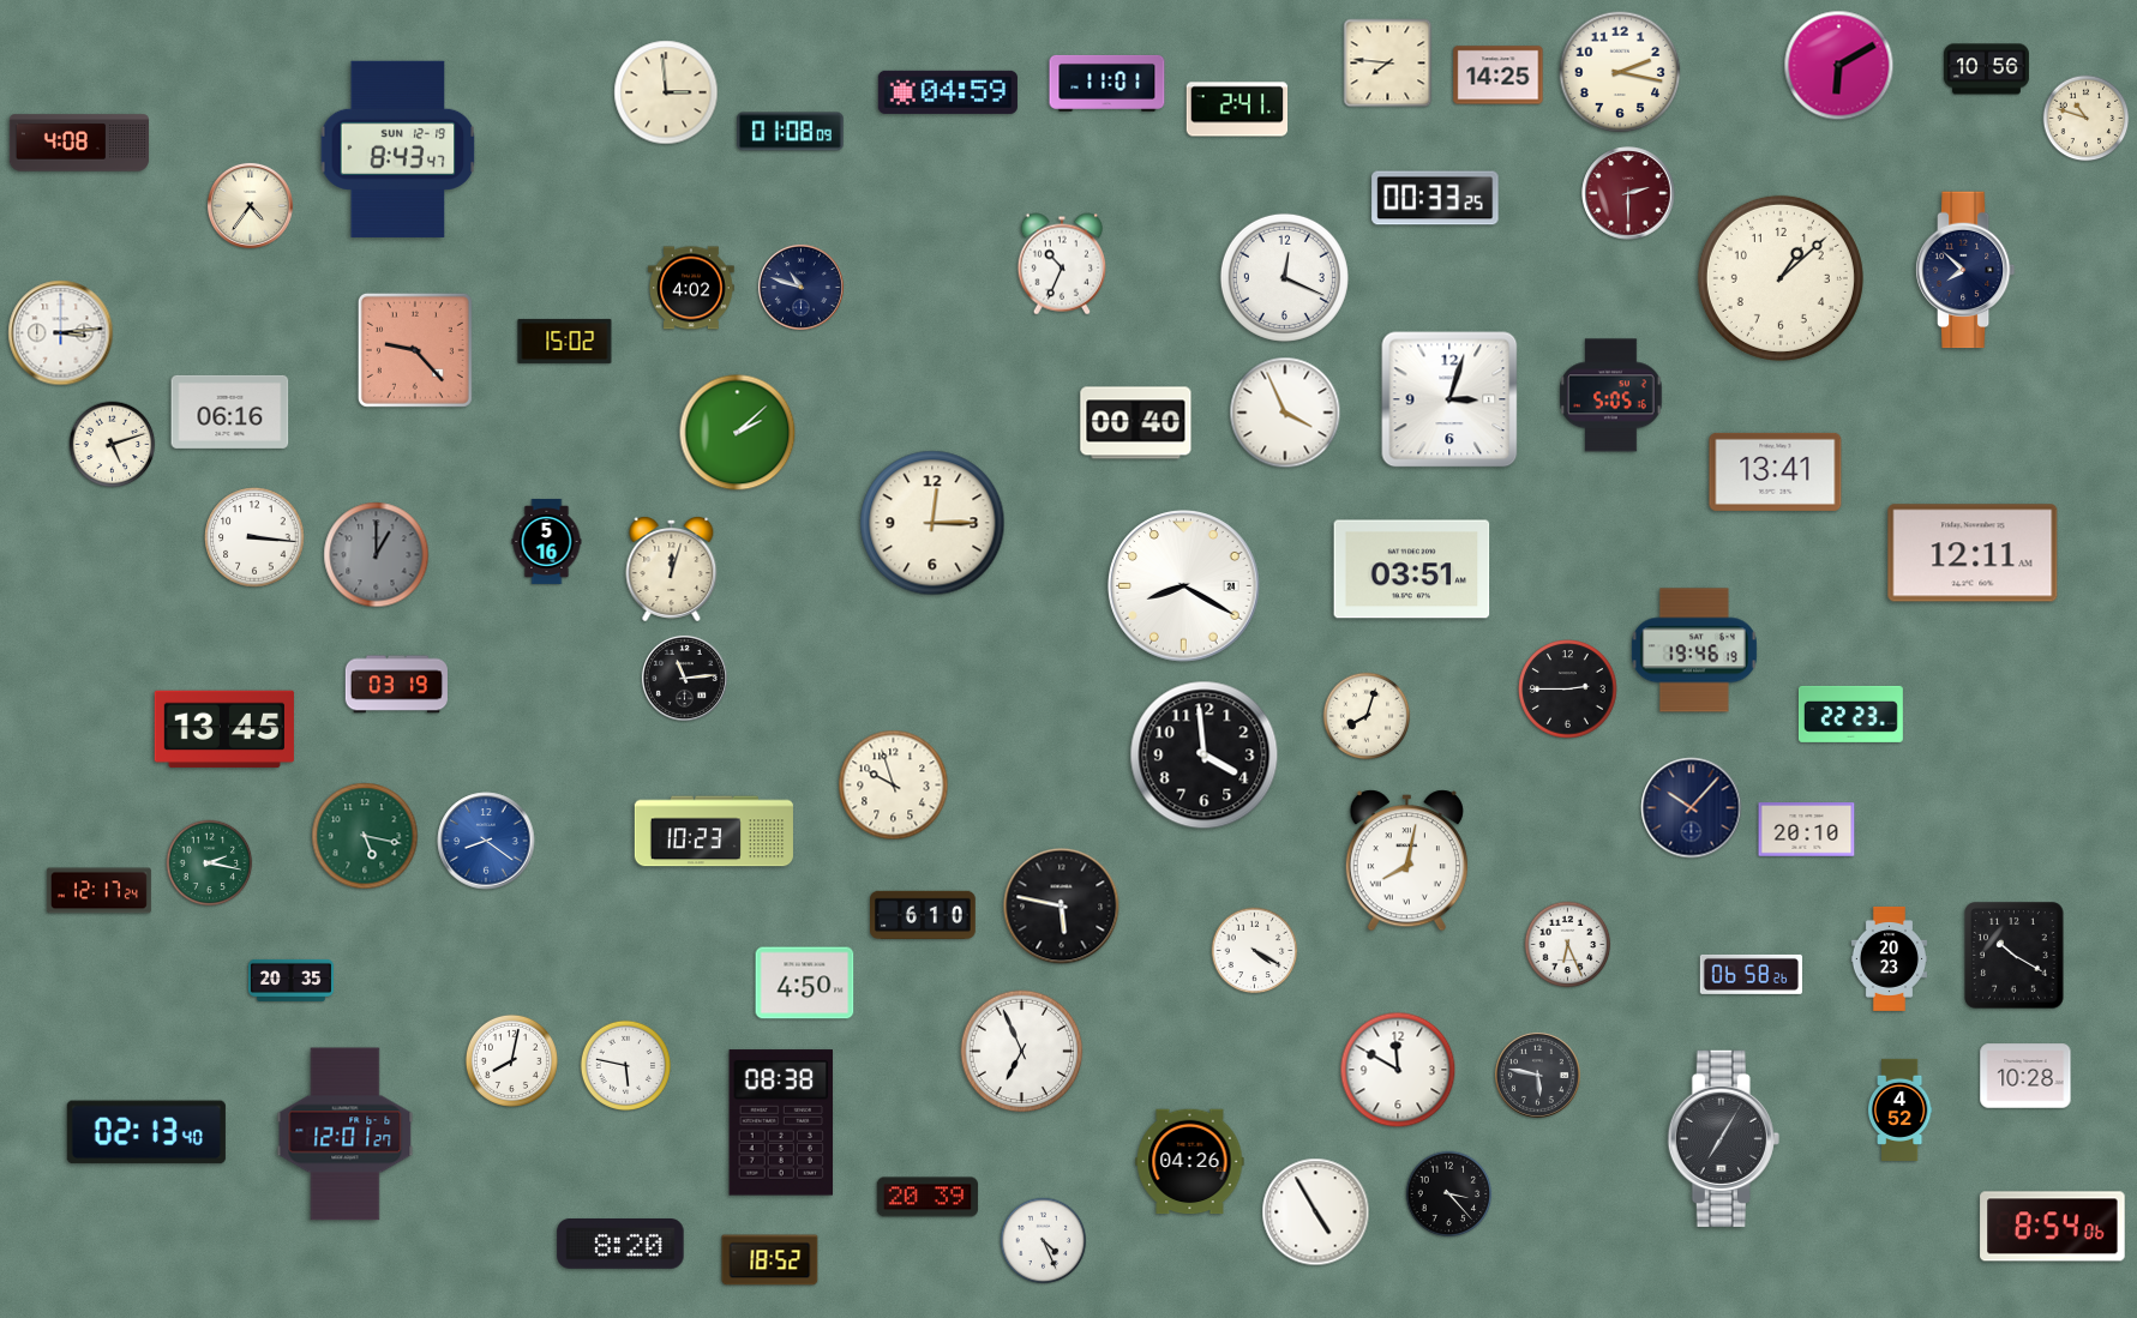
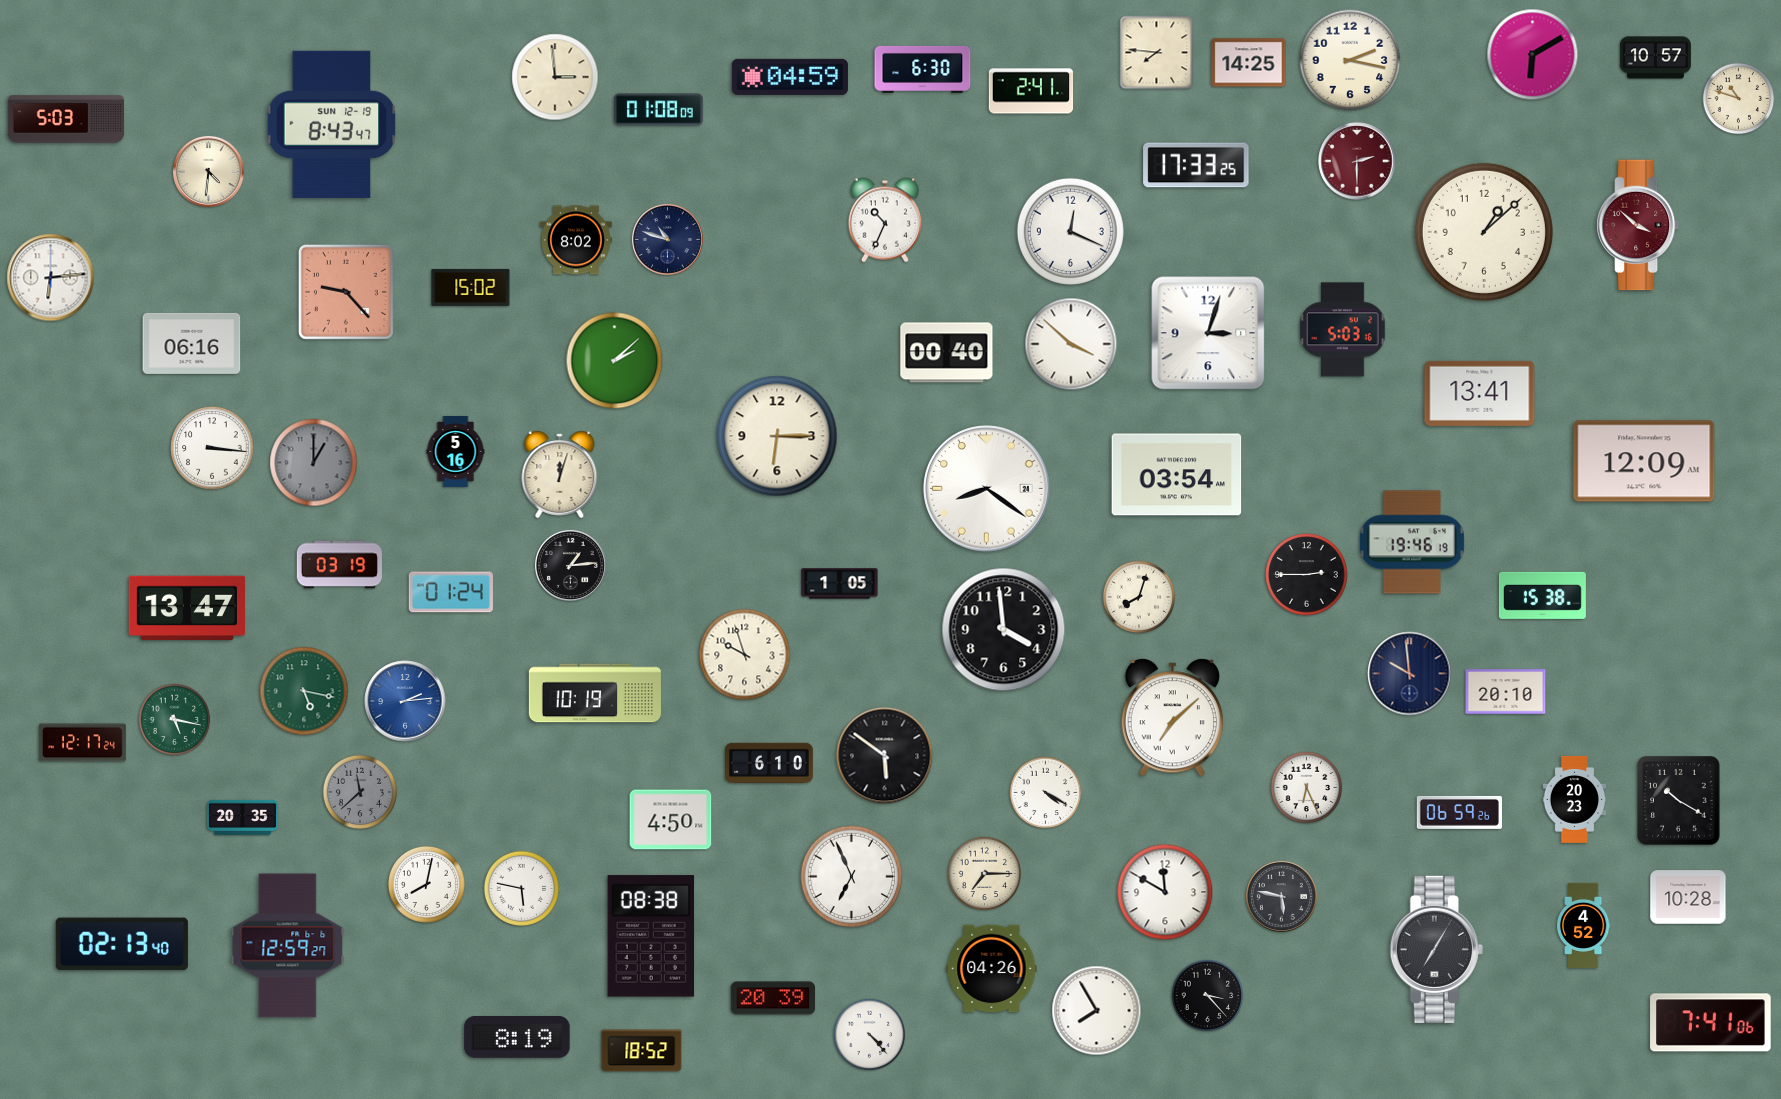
clock at (1986, 70): 10:56 -> 10:57
clock at (1107, 83): 11:01 -> 6:30
clock at (78, 143): 4:08 -> 5:03
clock at (1435, 198): 00:33 -> 17:33
clock at (250, 205): 4:36 -> 4:31
clock at (1965, 270): 7:52 -> 3:52
clock at (1965, 270) dial: navy -> burgundy
clock at (692, 288): 4:02 -> 8:02
clock at (61, 333): 3:14 -> 6:14
clock at (565, 341) position: (565, 341) -> (471, 287)
clock at (1611, 396): 5:05 -> 5:03
clock at (1285, 413): 3:56 -> 3:52
clock at (113, 445): 5:12 -> none
clock at (932, 523): 12:15 -> 6:15
clock at (1973, 553): 12:11 -> 12:09
clock at (1412, 570): 03:51 -> 03:54
clock at (1184, 586): 8:20 -> 8:21
clock at (684, 678): 11:14 -> 1:14
clock at (396, 685) position: (396, 685) -> (339, 565)
clock at (840, 584): none -> 1:05
clock at (451, 592): none -> 01:24
clock at (1850, 714): 22:23 -> 15:38
clock at (224, 729): 13:45 -> 13:47
clock at (1692, 808): 10:07 -> 9:59
clock at (714, 831): 10:23 -> 10:19
clock at (365, 836) position: (365, 836) -> (304, 691)
clock at (486, 841): 8:21 -> 2:14
clock at (1406, 861): 8:02 -> 7:08
clock at (210, 863): 2:17 -> 5:17
clock at (1062, 907): 5:47 -> 5:51
clock at (360, 792): none -> 11:38
clock at (2015, 956) position: (2015, 956) -> (1679, 801)
clock at (1751, 974): 06:58 -> 06:59
clock at (985, 874): none -> 7:15
clock at (346, 1135): 12:01 -> 12:59
clock at (1316, 1212): 4:55 -> 7:55
clock at (2053, 1227): 8:54 -> 7:41
clock at (1044, 1241): 4:26 -> 4:23
clock at (620, 1245): 8:20 -> 8:19
